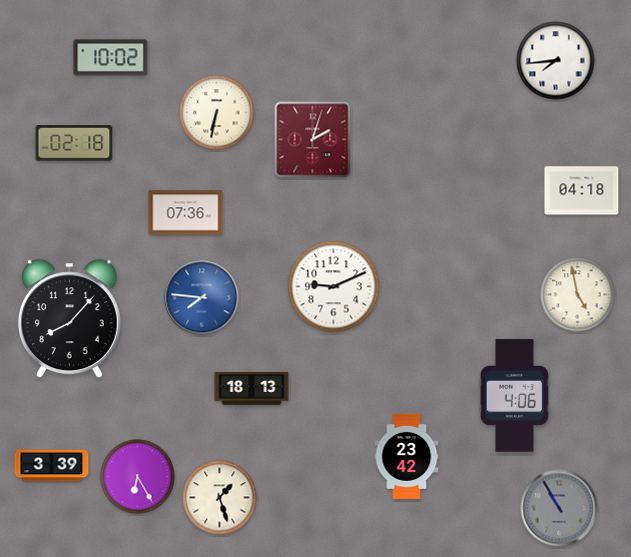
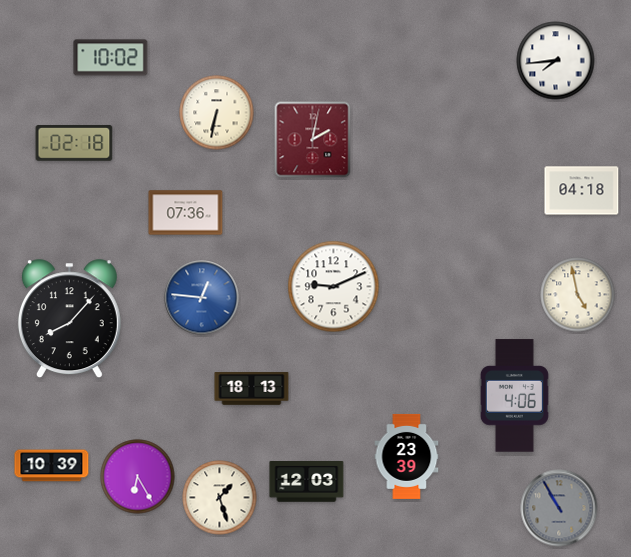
clock at (313, 140): 2:03 -> 2:02
clock at (202, 298): 7:46 -> 12:46
clock at (407, 456): 23:42 -> 23:39
clock at (52, 466): 3:39 -> 10:39
clock at (307, 482): none -> 12:03
